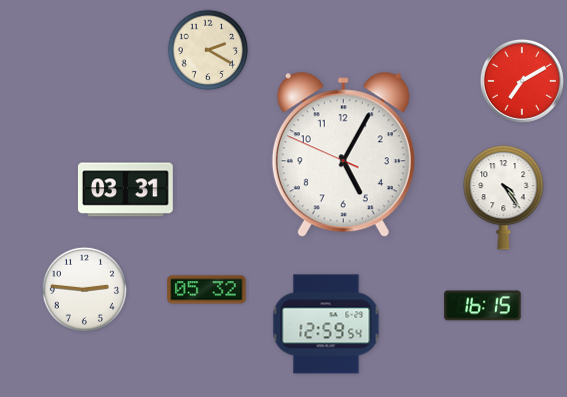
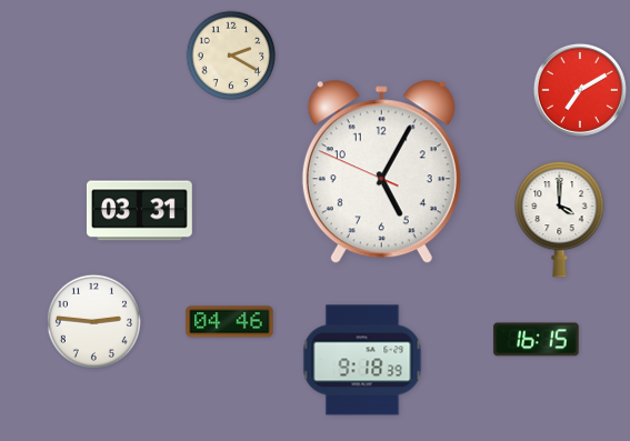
clock at (504, 197): 4:24 -> 4:00
clock at (207, 290): 05:32 -> 04:46
clock at (326, 324): 12:59 -> 9:18
